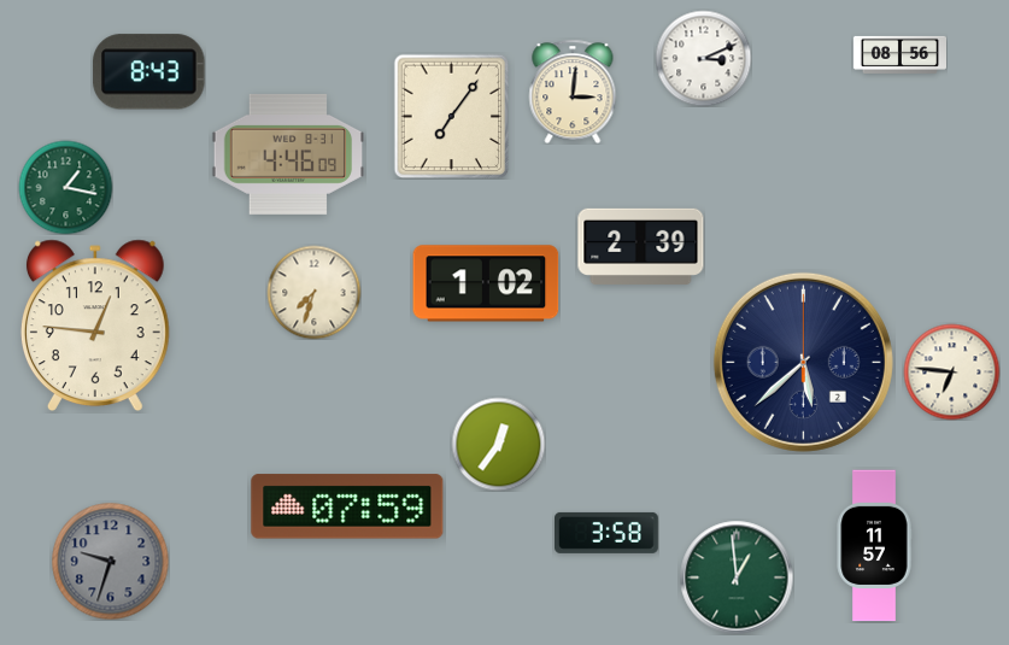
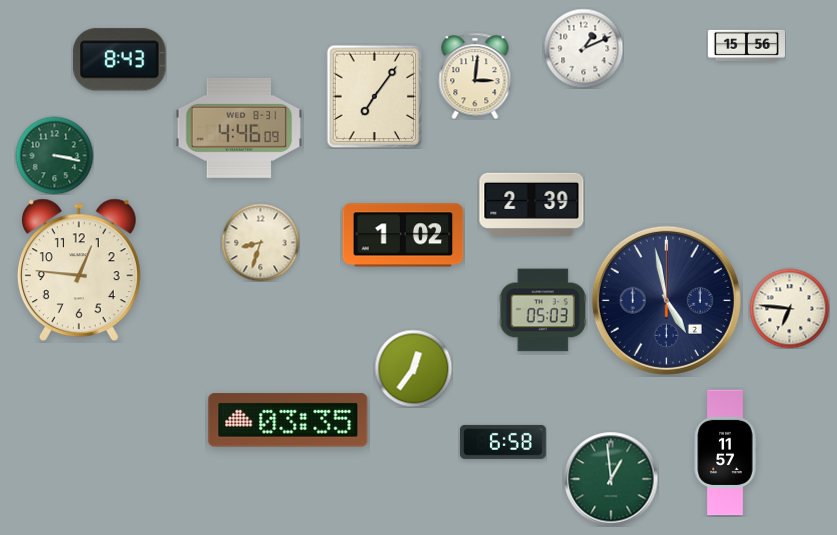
clock at (899, 54): 08:56 -> 15:56
clock at (703, 58): 3:11 -> 1:11
clock at (149, 72) position: (149, 72) -> (120, 60)
clock at (65, 187): 1:17 -> 3:17
clock at (313, 292): 7:33 -> 8:33
clock at (803, 362): 5:38 -> 4:58
clock at (543, 310): none -> 05:03
clock at (347, 506): 07:59 -> 03:35
clock at (608, 533): 3:58 -> 6:58
clock at (110, 561): 9:33 -> none
